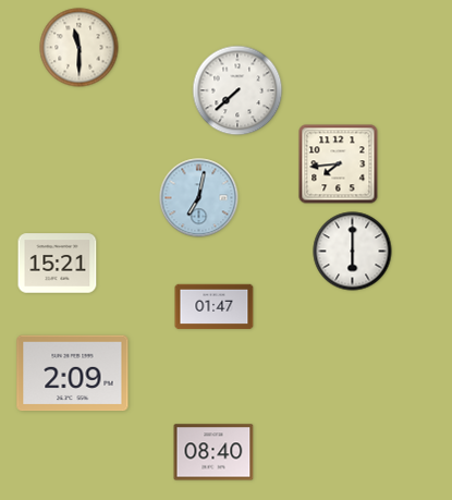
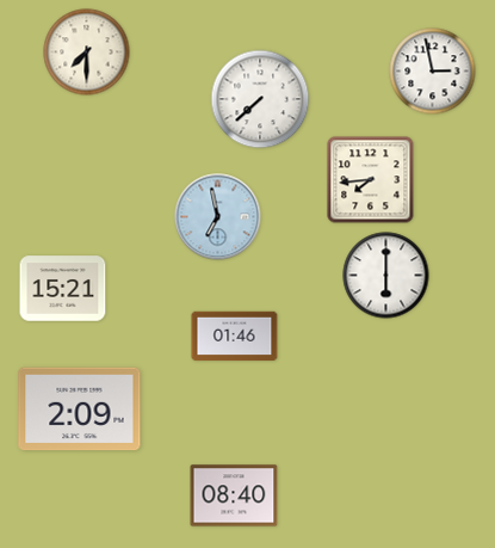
clock at (80, 48): 11:30 -> 7:30
clock at (433, 72): none -> 2:58
clock at (199, 198): 7:02 -> 6:58
clock at (215, 307): 01:47 -> 01:46
